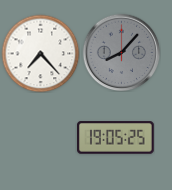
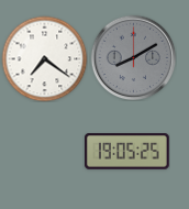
clock at (121, 52): 8:07 -> 8:10
clock at (40, 53): 7:23 -> 7:21
